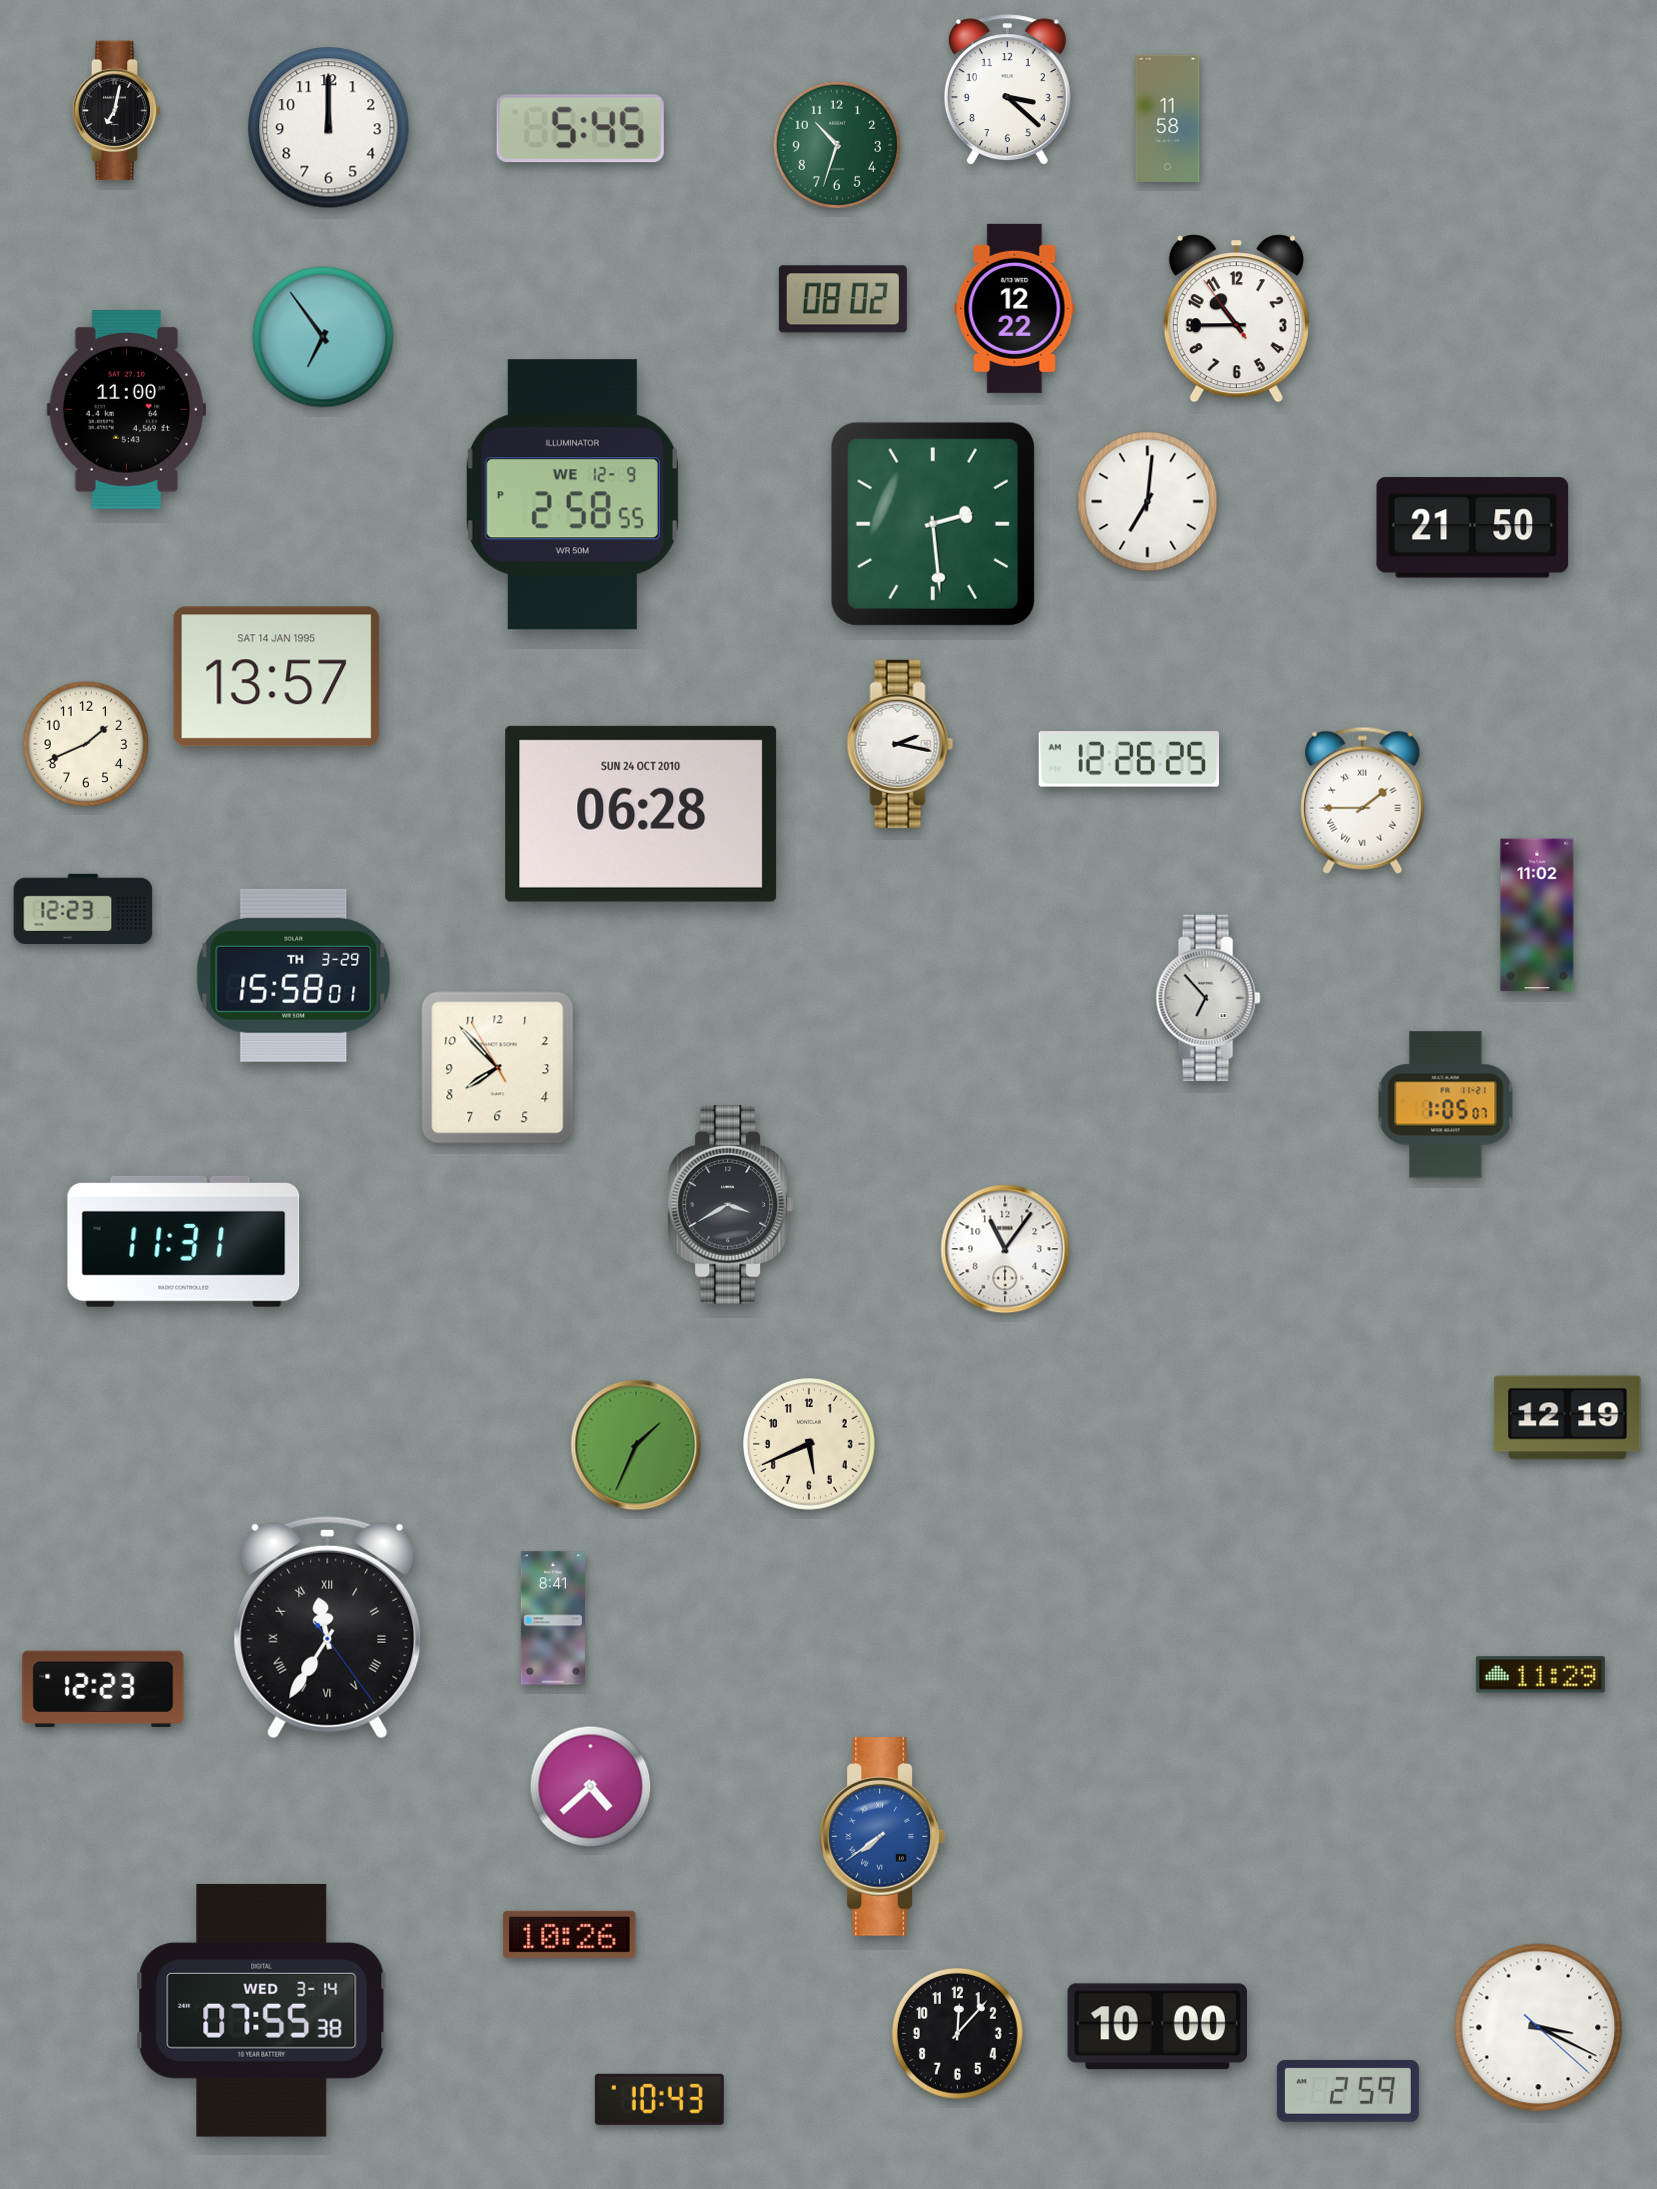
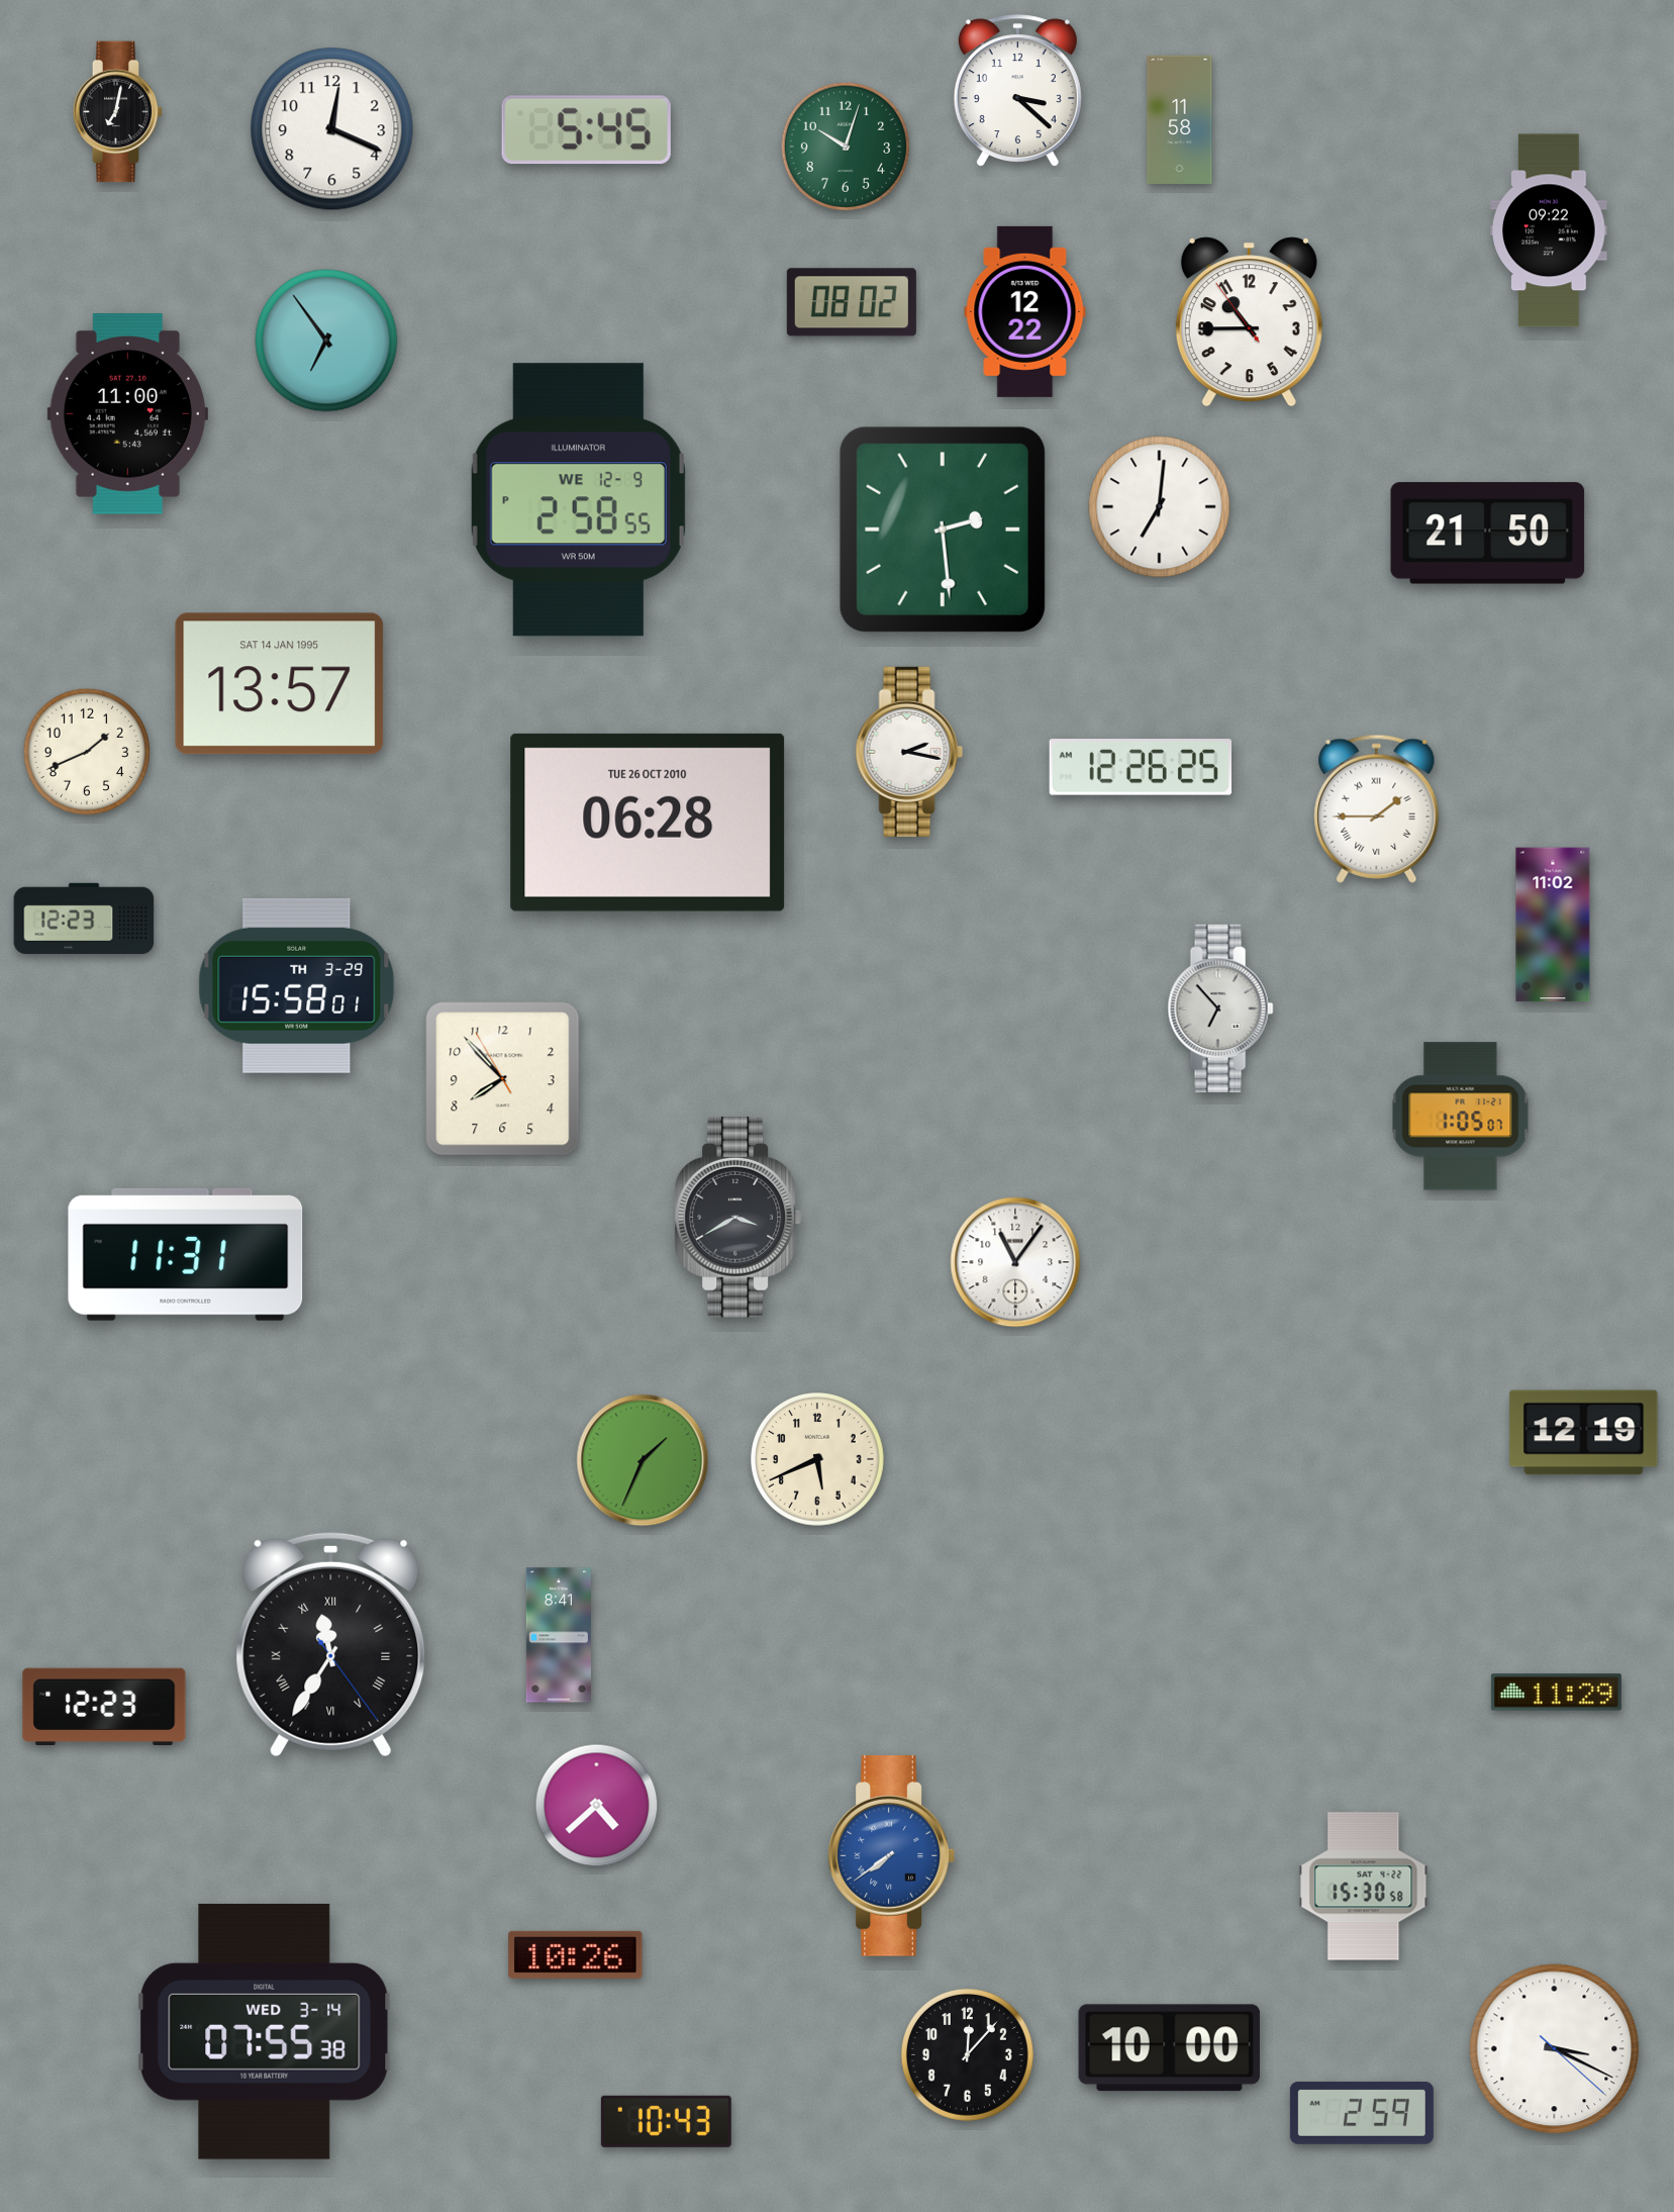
clock at (329, 128): 12:00 -> 12:19
clock at (837, 145): 10:33 -> 10:03
clock at (1549, 230): none -> 09:22
clock at (641, 814) date: SUN 24 OCT 2010 -> TUE 26 OCT 2010
clock at (1364, 1887): none -> 15:30
